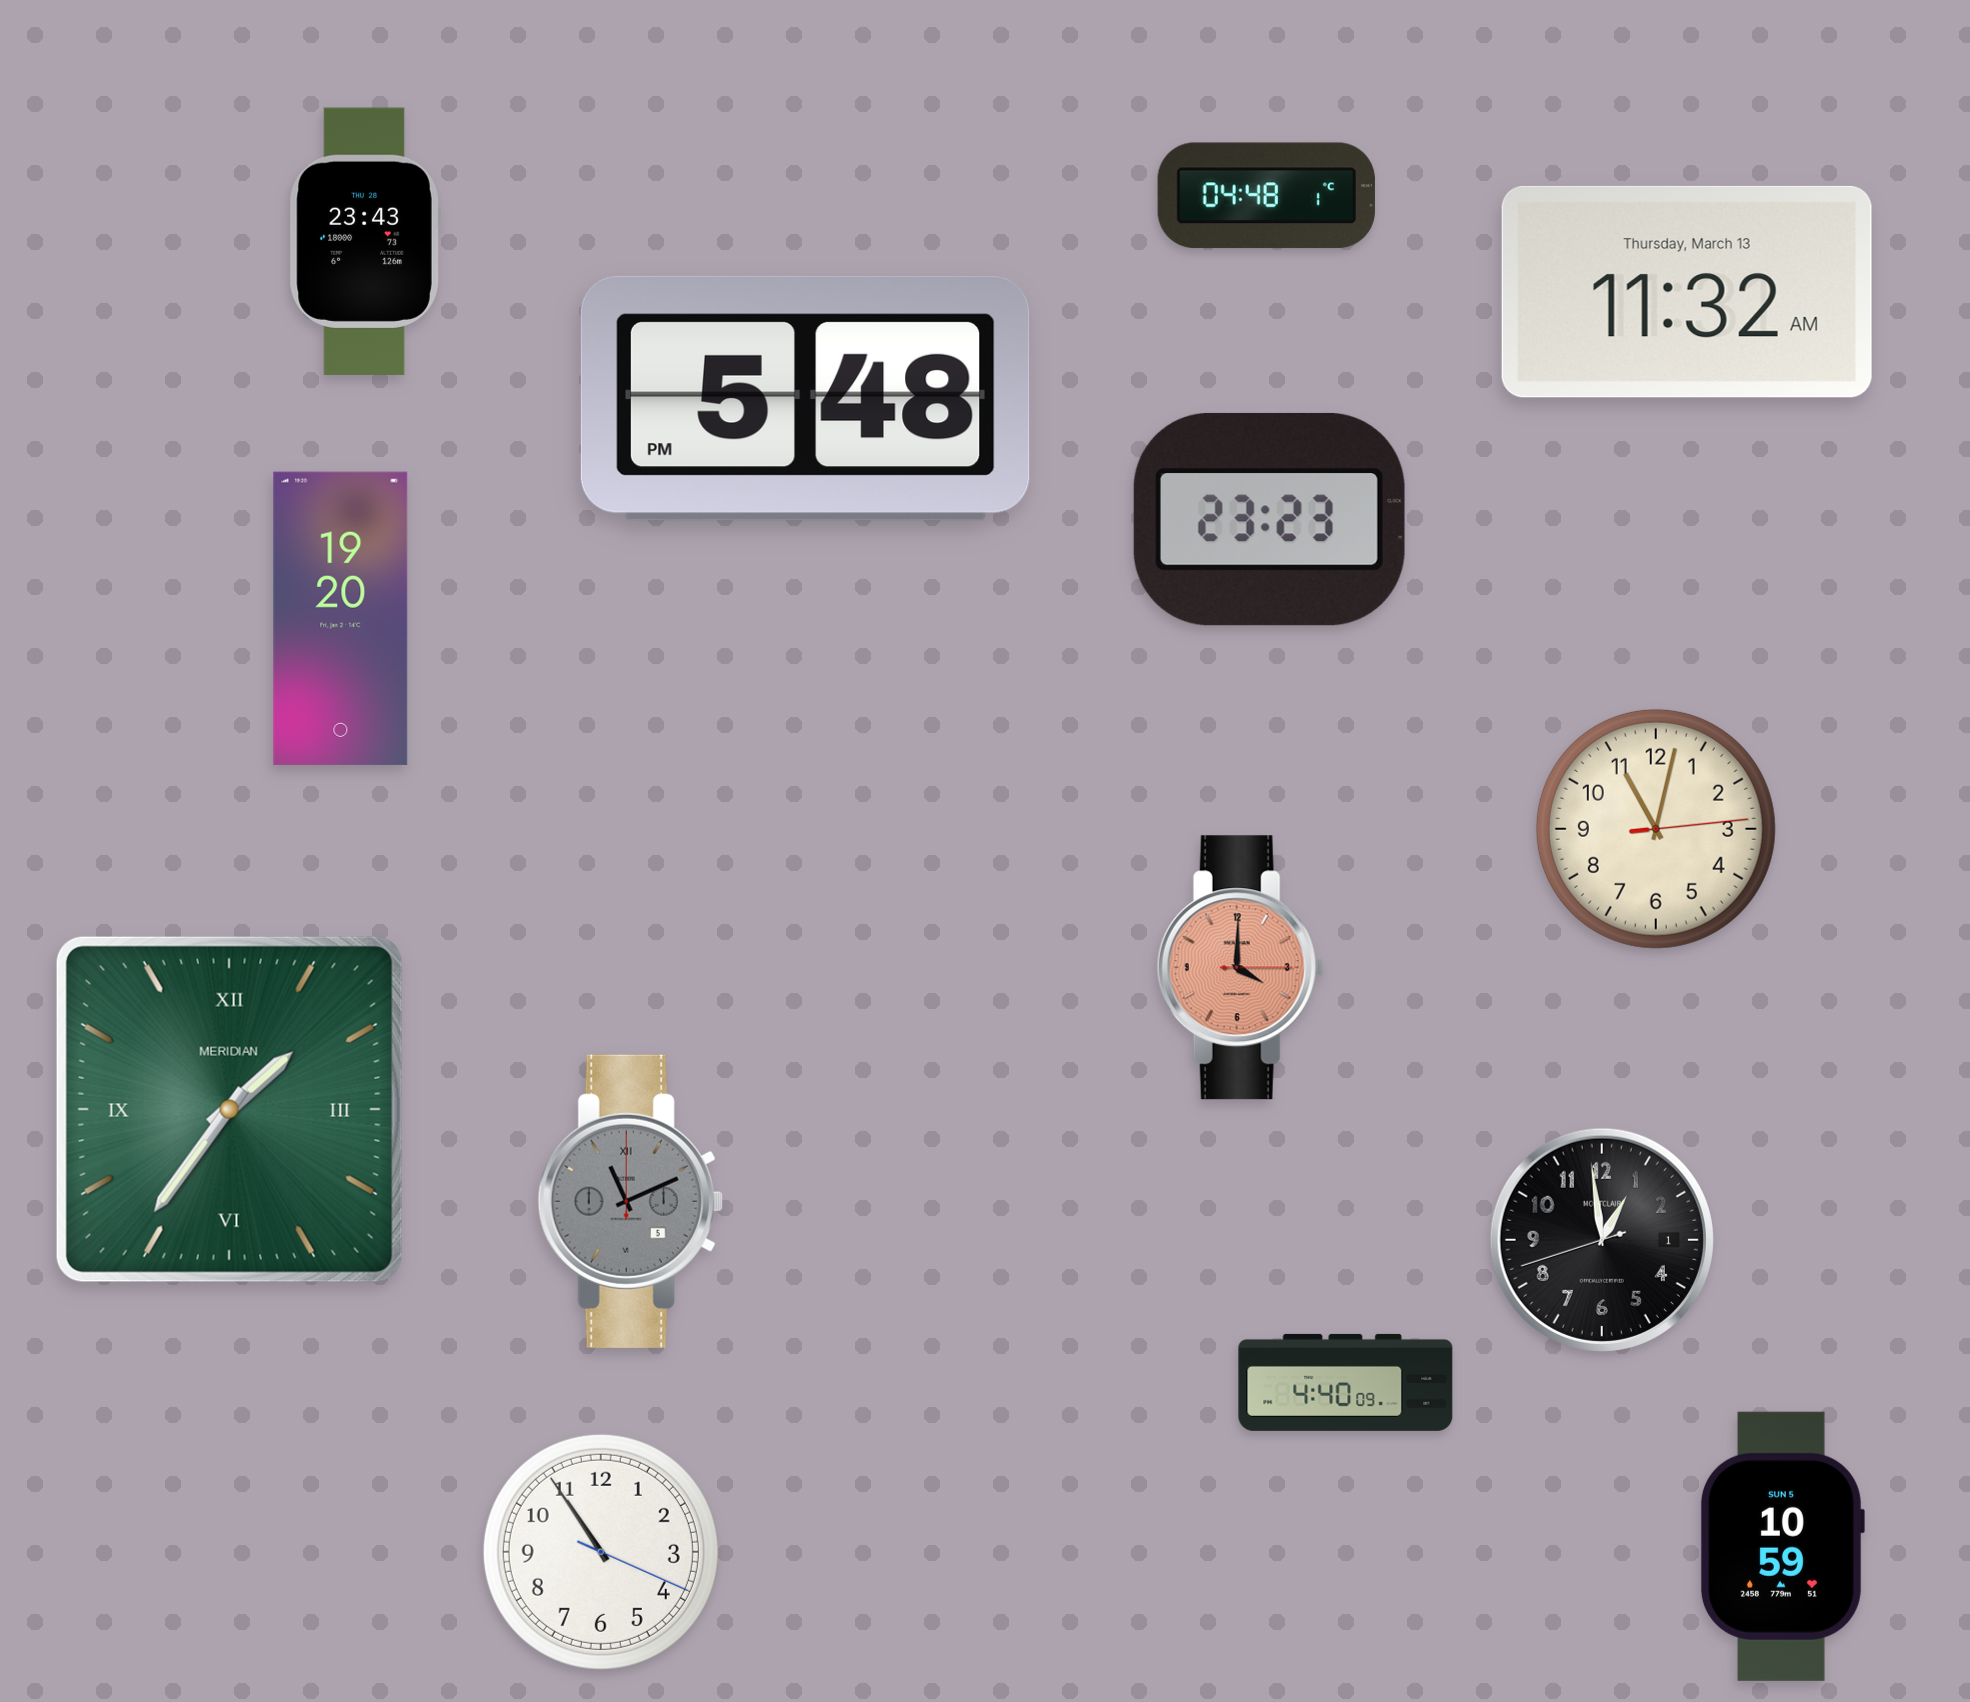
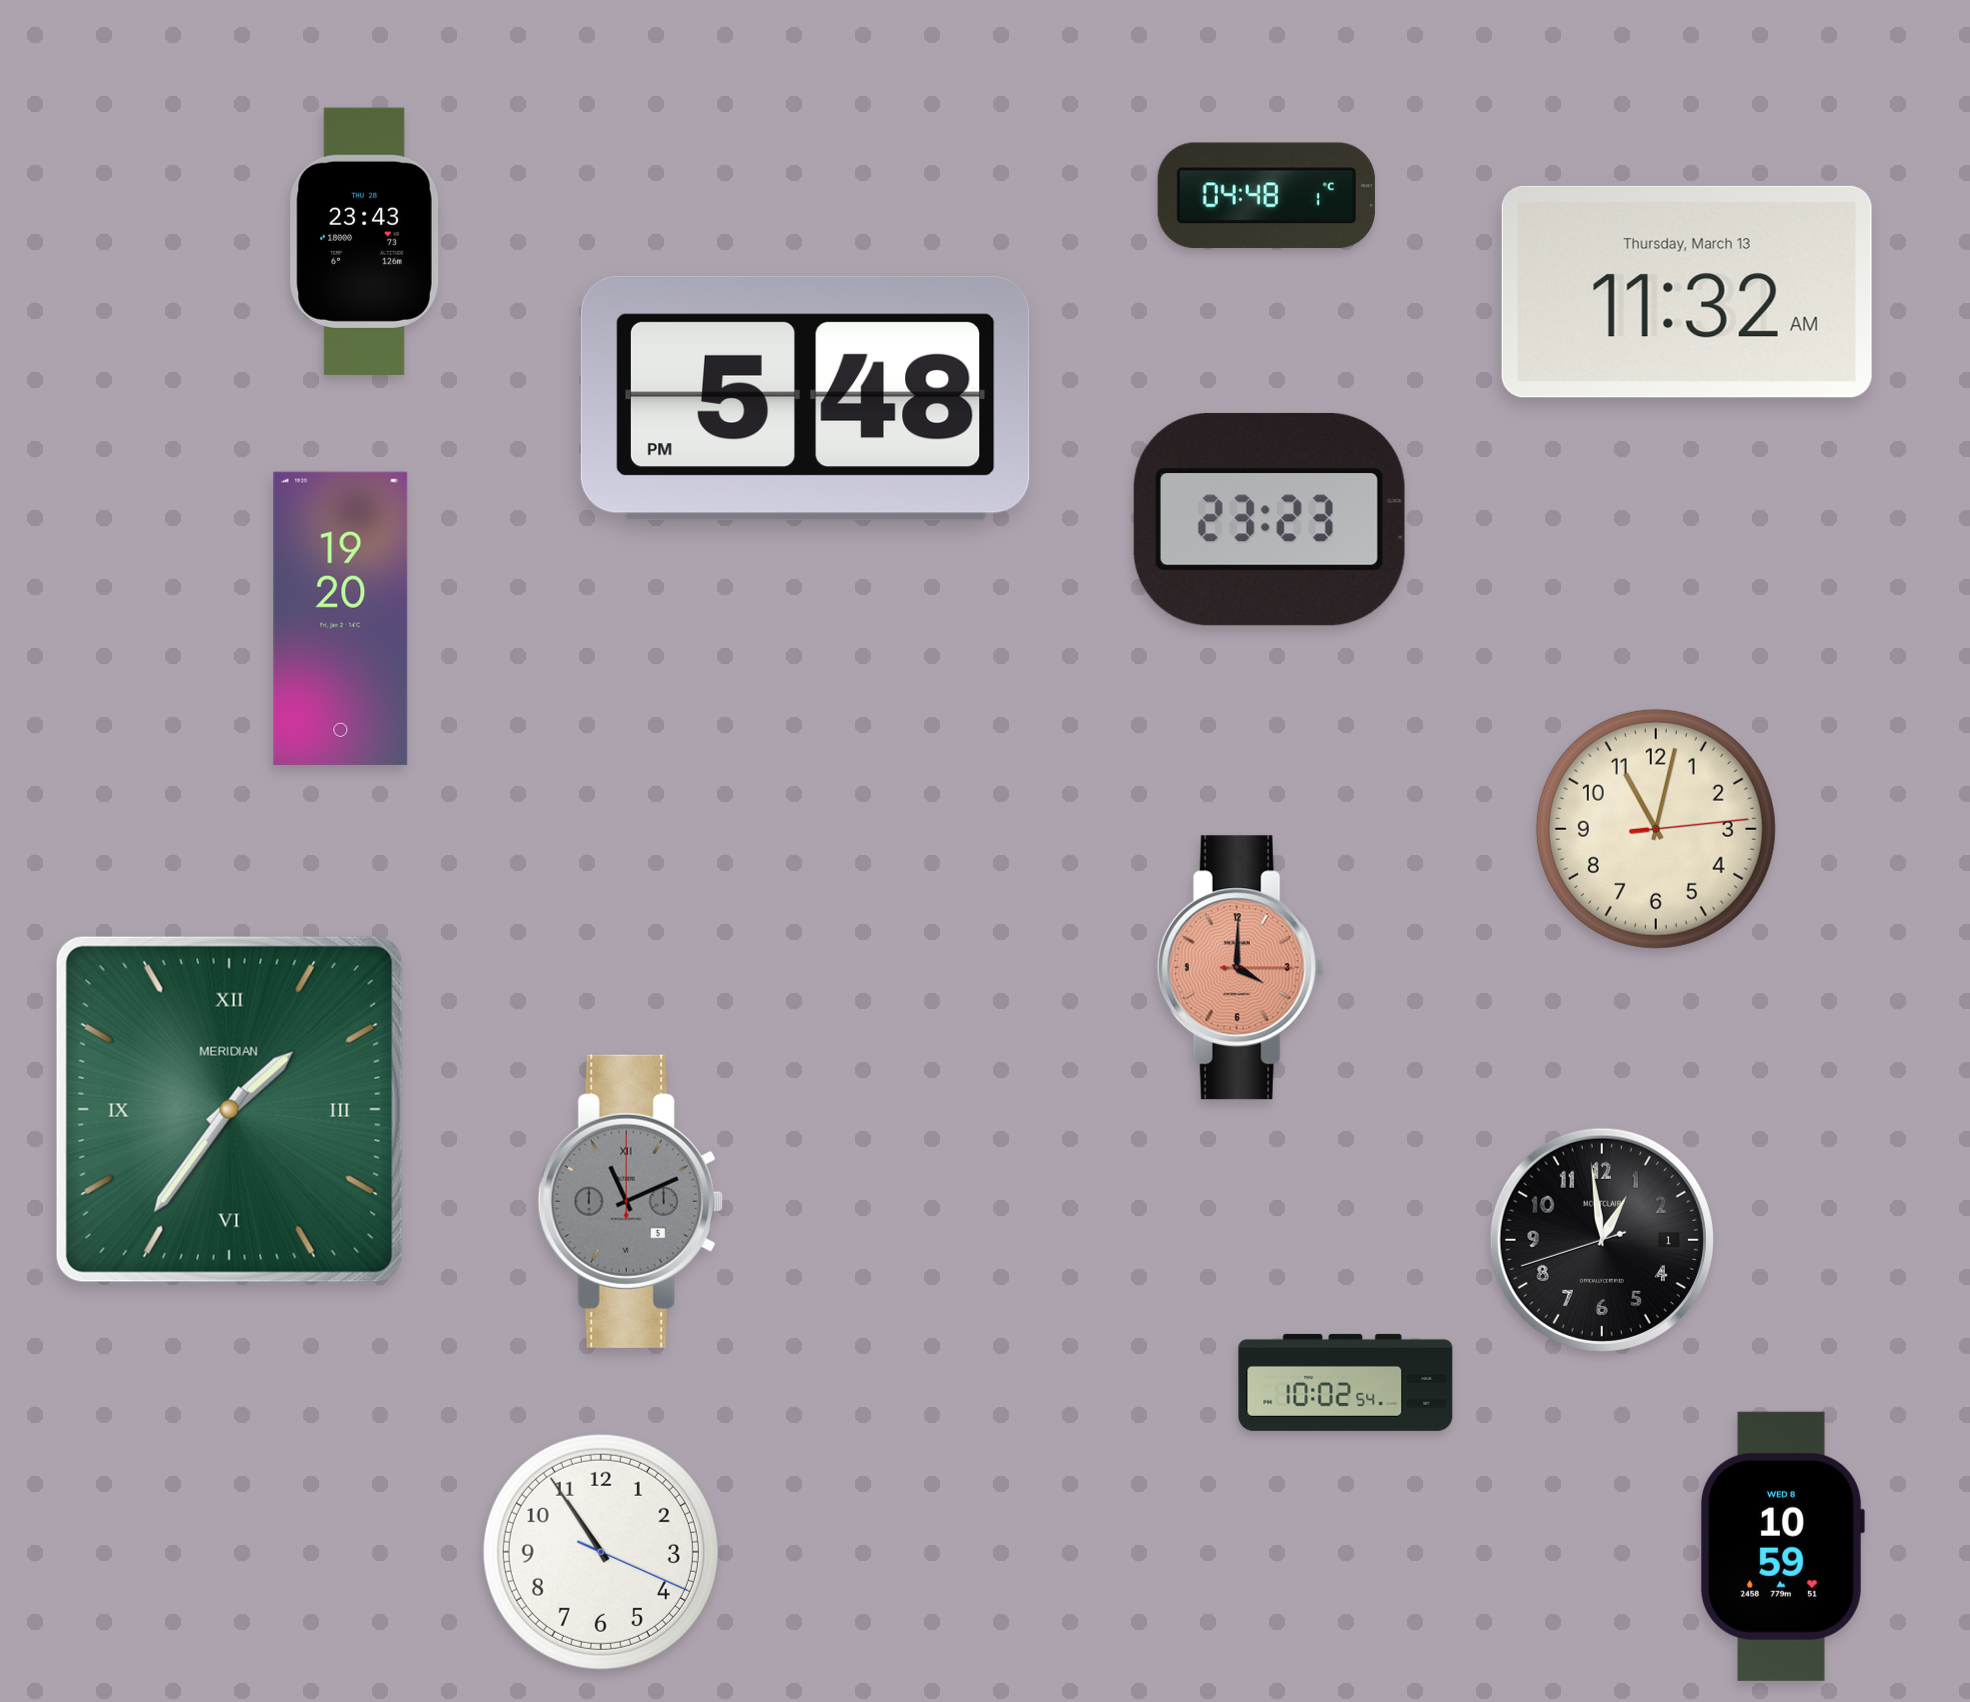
clock at (1346, 1382): 4:40 -> 10:02
clock at (1782, 1546) date: SUN 5 -> WED 8
